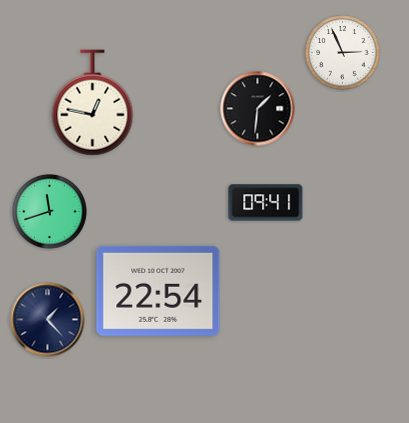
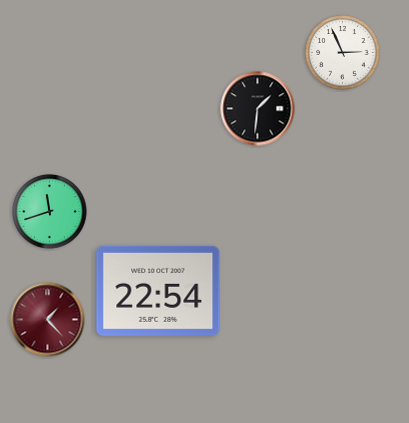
clock at (93, 103): 12:47 -> none
clock at (266, 203): 09:41 -> none
clock at (48, 320) dial: navy -> burgundy
